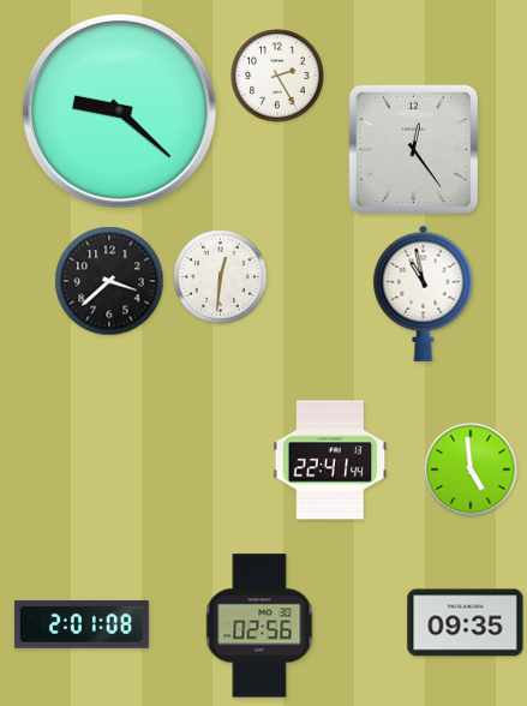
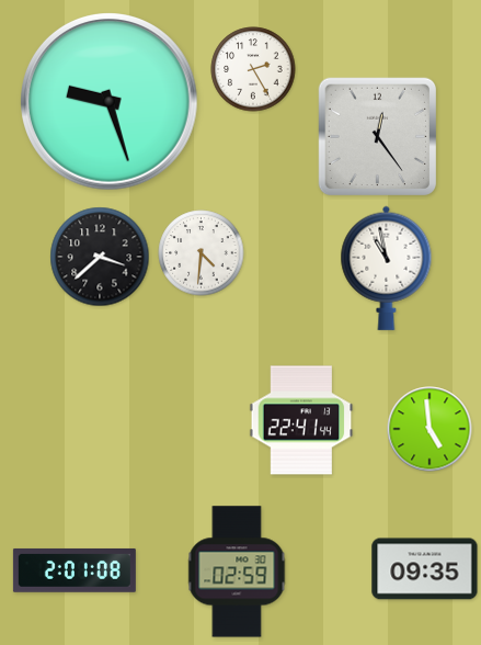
clock at (120, 112): 9:22 -> 9:27
clock at (221, 277): 12:31 -> 4:31
clock at (259, 626): 02:56 -> 02:59
